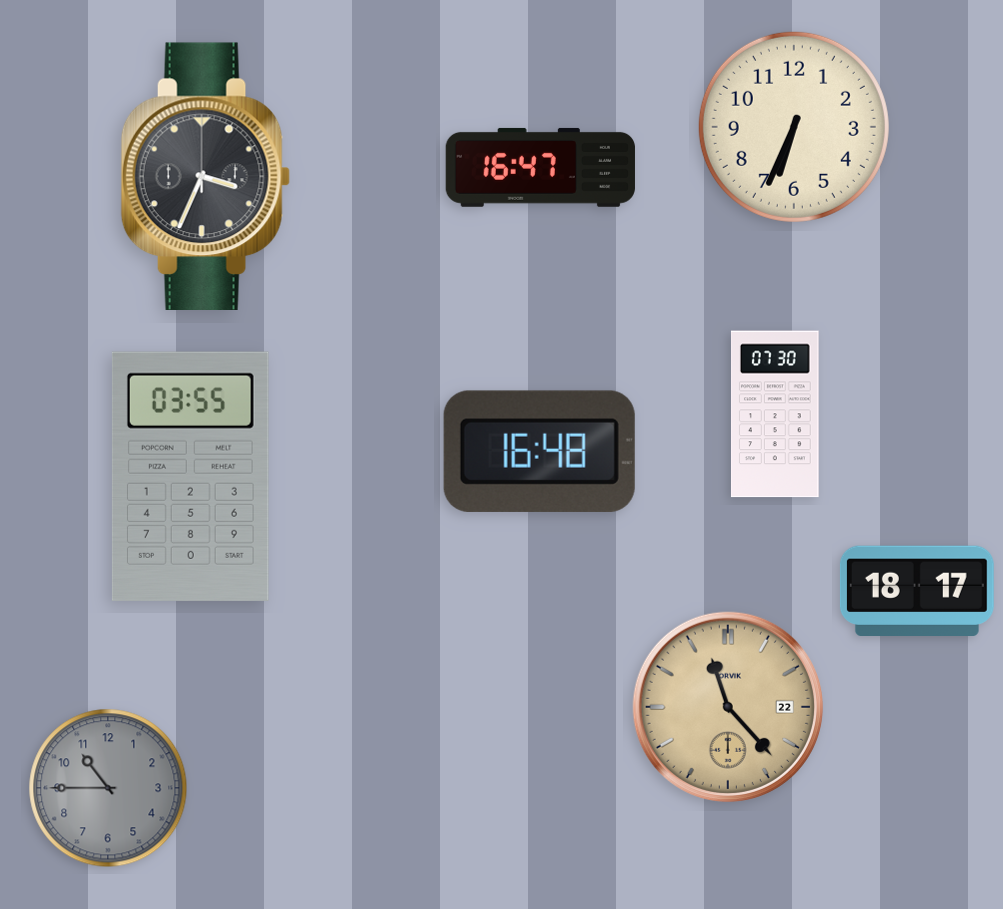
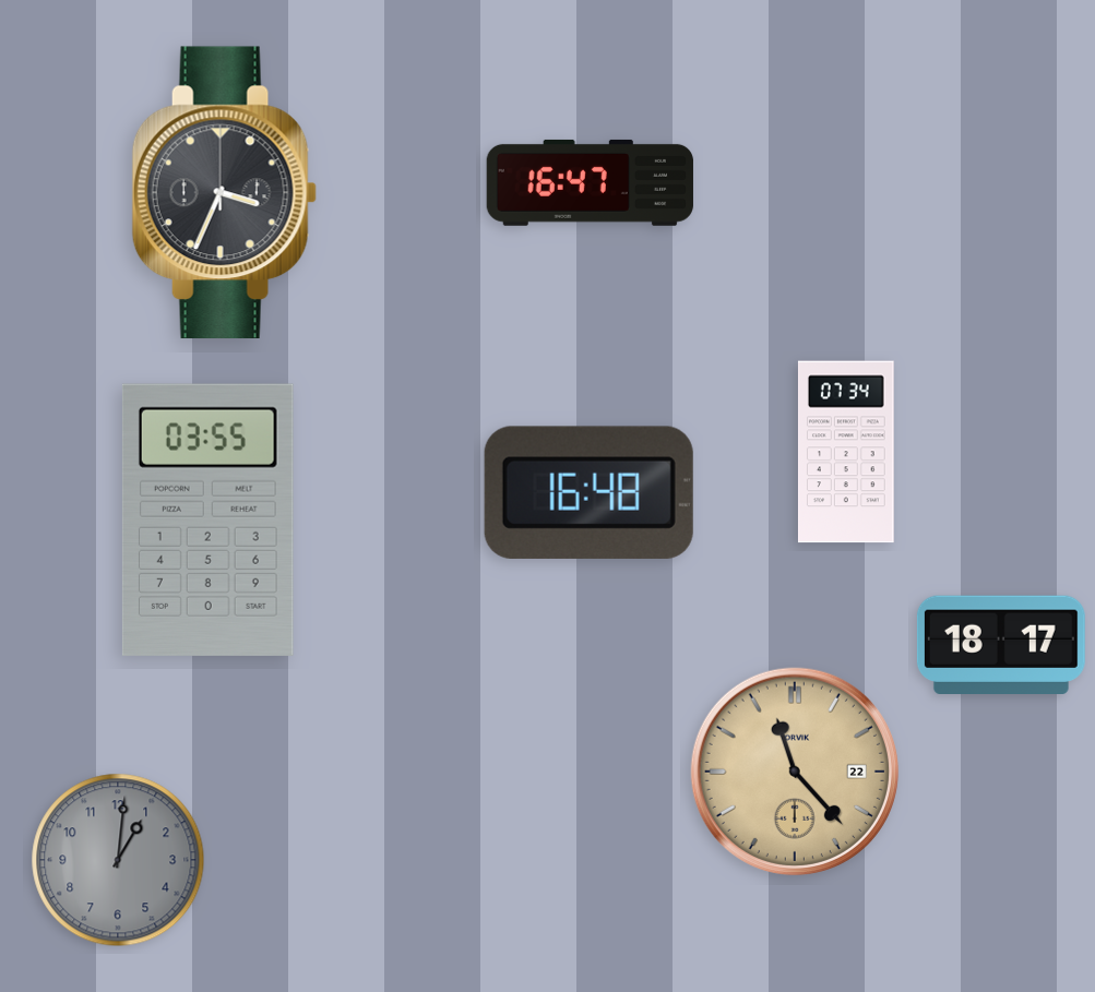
clock at (794, 127): 6:34 -> none
clock at (775, 414): 07:30 -> 07:34
clock at (108, 788): 10:45 -> 1:01
